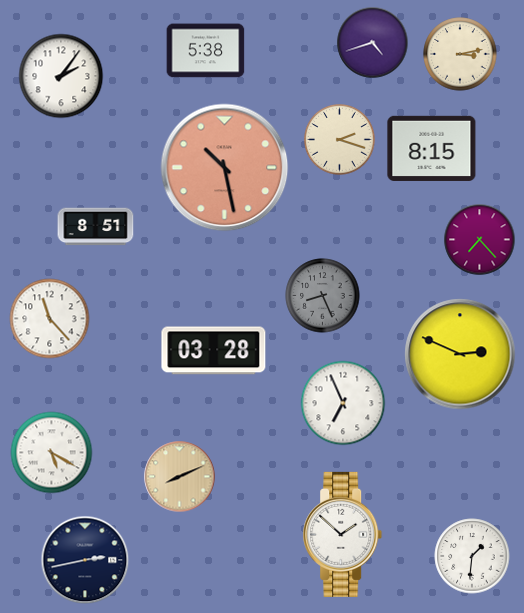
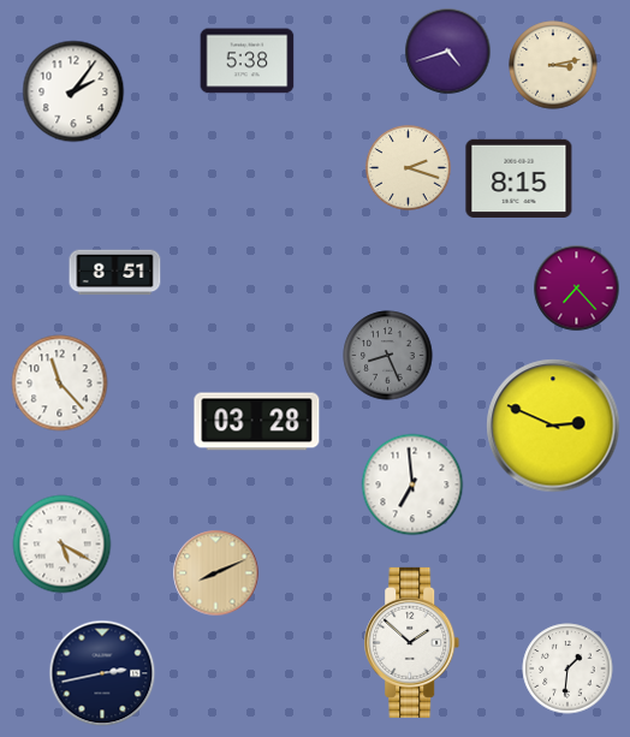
clock at (225, 168): 10:28 -> none
clock at (343, 403): 6:56 -> 6:59
